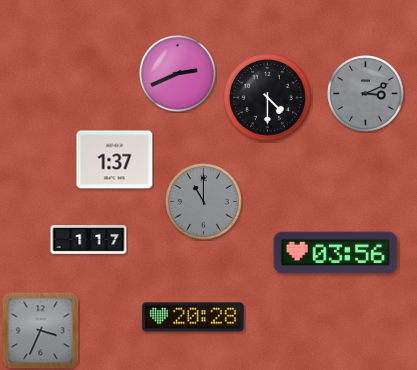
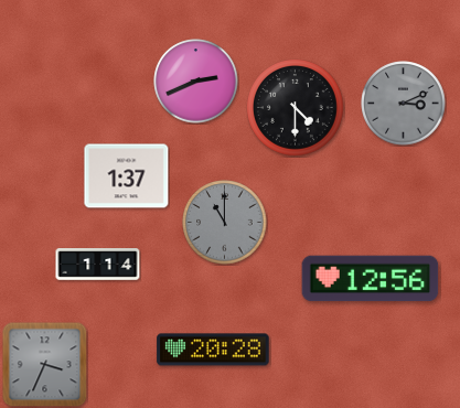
clock at (89, 240): 1:17 -> 1:14
clock at (336, 253): 03:56 -> 12:56
